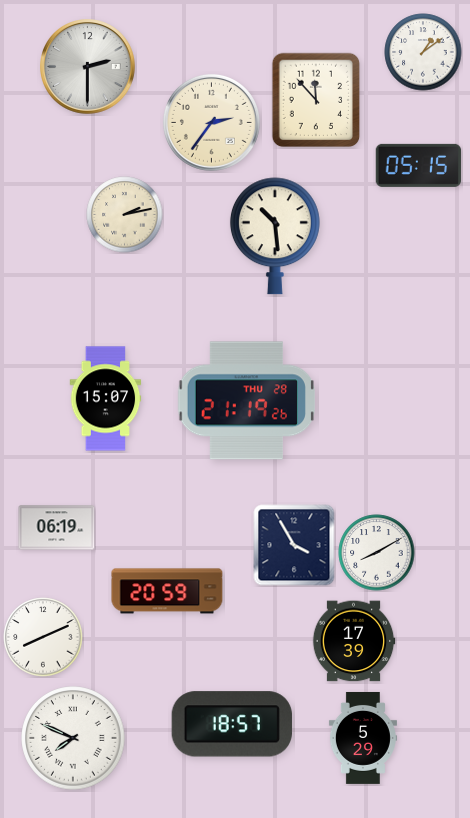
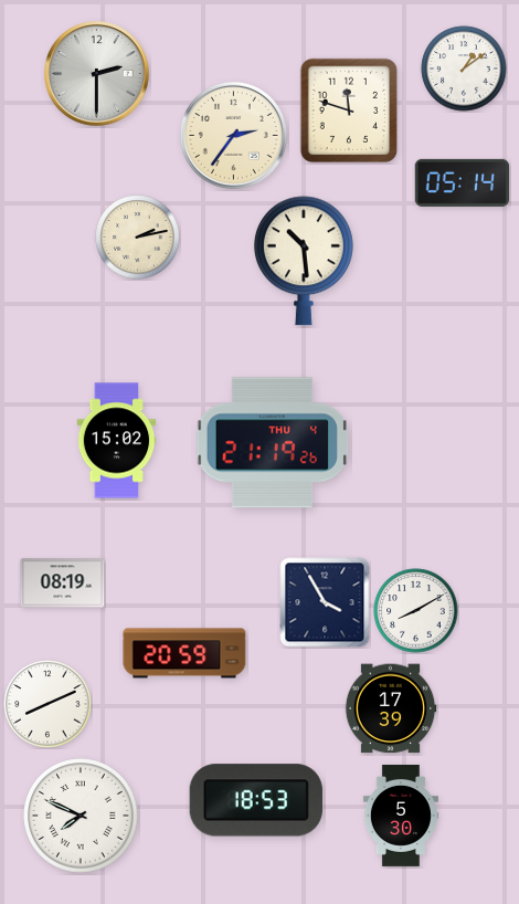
clock at (423, 52) position: (423, 52) -> (464, 69)
clock at (316, 100): 11:53 -> 11:48
clock at (419, 165): 05:15 -> 05:14
clock at (106, 399): 15:07 -> 15:02
clock at (246, 401) date: THU 28 -> THU 4
clock at (57, 528): 06:19 -> 08:19
clock at (232, 724): 18:57 -> 18:53
clock at (363, 738): 5:29 -> 5:30
